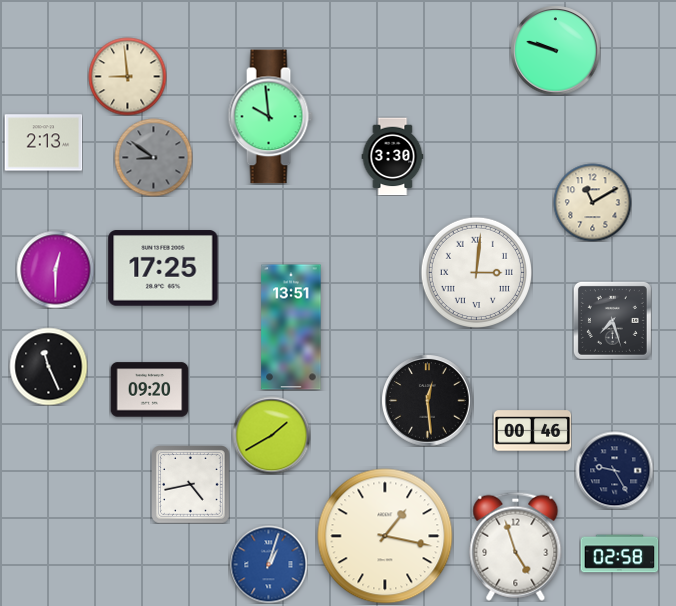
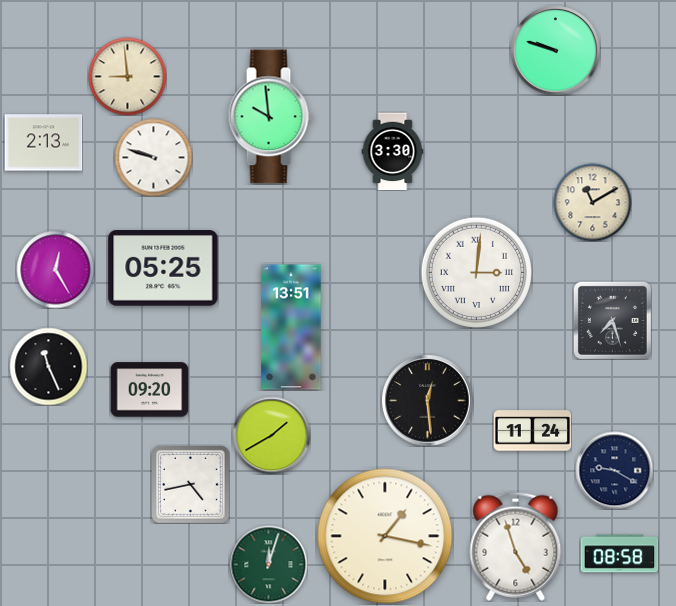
clock at (393, 156) position: (393, 156) -> (393, 151)
clock at (153, 157): 8:51 -> 9:48
clock at (153, 157) dial: grey -> white
clock at (163, 268): 17:25 -> 05:25
clock at (55, 269): 12:30 -> 12:25
clock at (532, 431): 00:46 -> 11:24
clock at (614, 470): 9:25 -> 9:20
clock at (619, 554): 02:58 -> 08:58
clock at (268, 564): 1:03 -> 12:03
clock at (268, 564) dial: blue -> green
